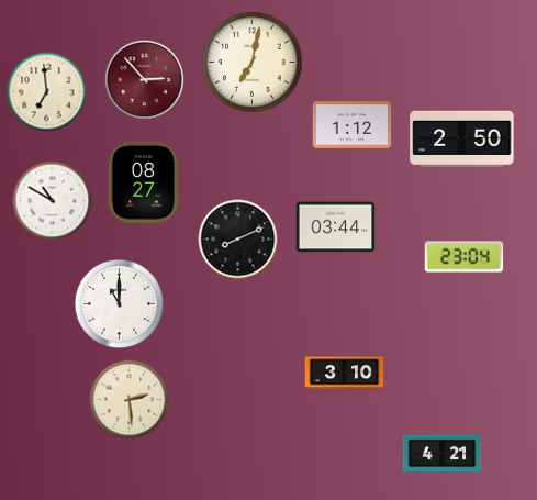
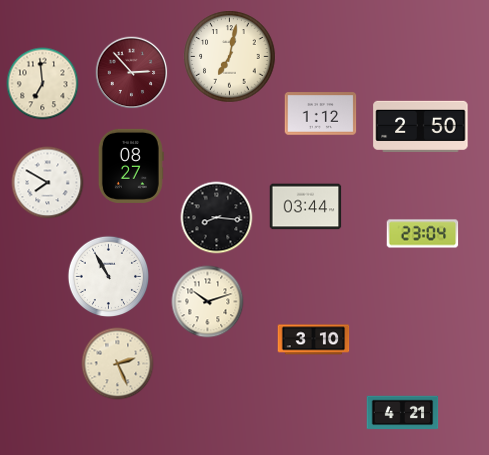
clock at (53, 201): 10:50 -> 7:50
clock at (238, 240): 8:11 -> 8:16
clock at (120, 304): 11:00 -> 10:55
clock at (208, 302): none -> 10:12
clock at (130, 400): 2:29 -> 2:26
